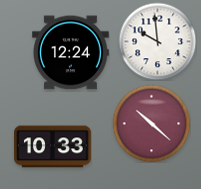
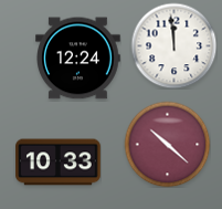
clock at (157, 41): 9:59 -> 11:59
clock at (151, 123) position: (151, 123) -> (167, 144)
